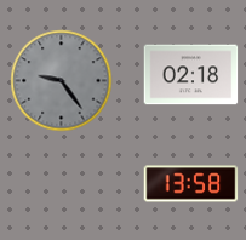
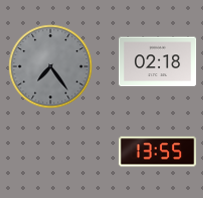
clock at (61, 80): 9:24 -> 7:24
clock at (190, 184): 13:58 -> 13:55
